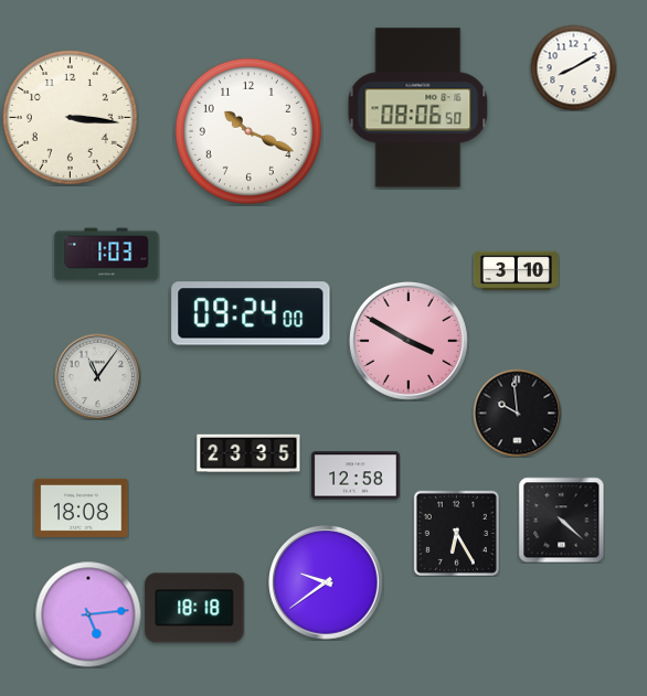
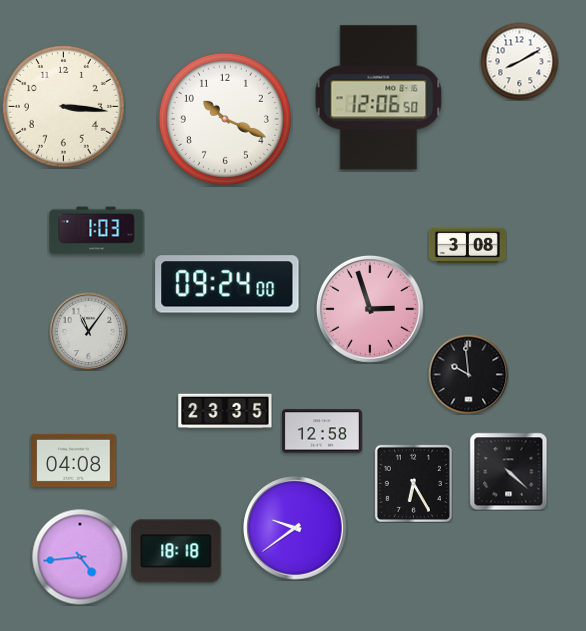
clock at (418, 108): 08:06 -> 12:06
clock at (516, 270): 3:10 -> 3:08
clock at (409, 341): 3:50 -> 2:57
clock at (97, 376) position: (97, 376) -> (88, 331)
clock at (82, 507): 18:08 -> 04:08
clock at (88, 614): 5:14 -> 4:44
